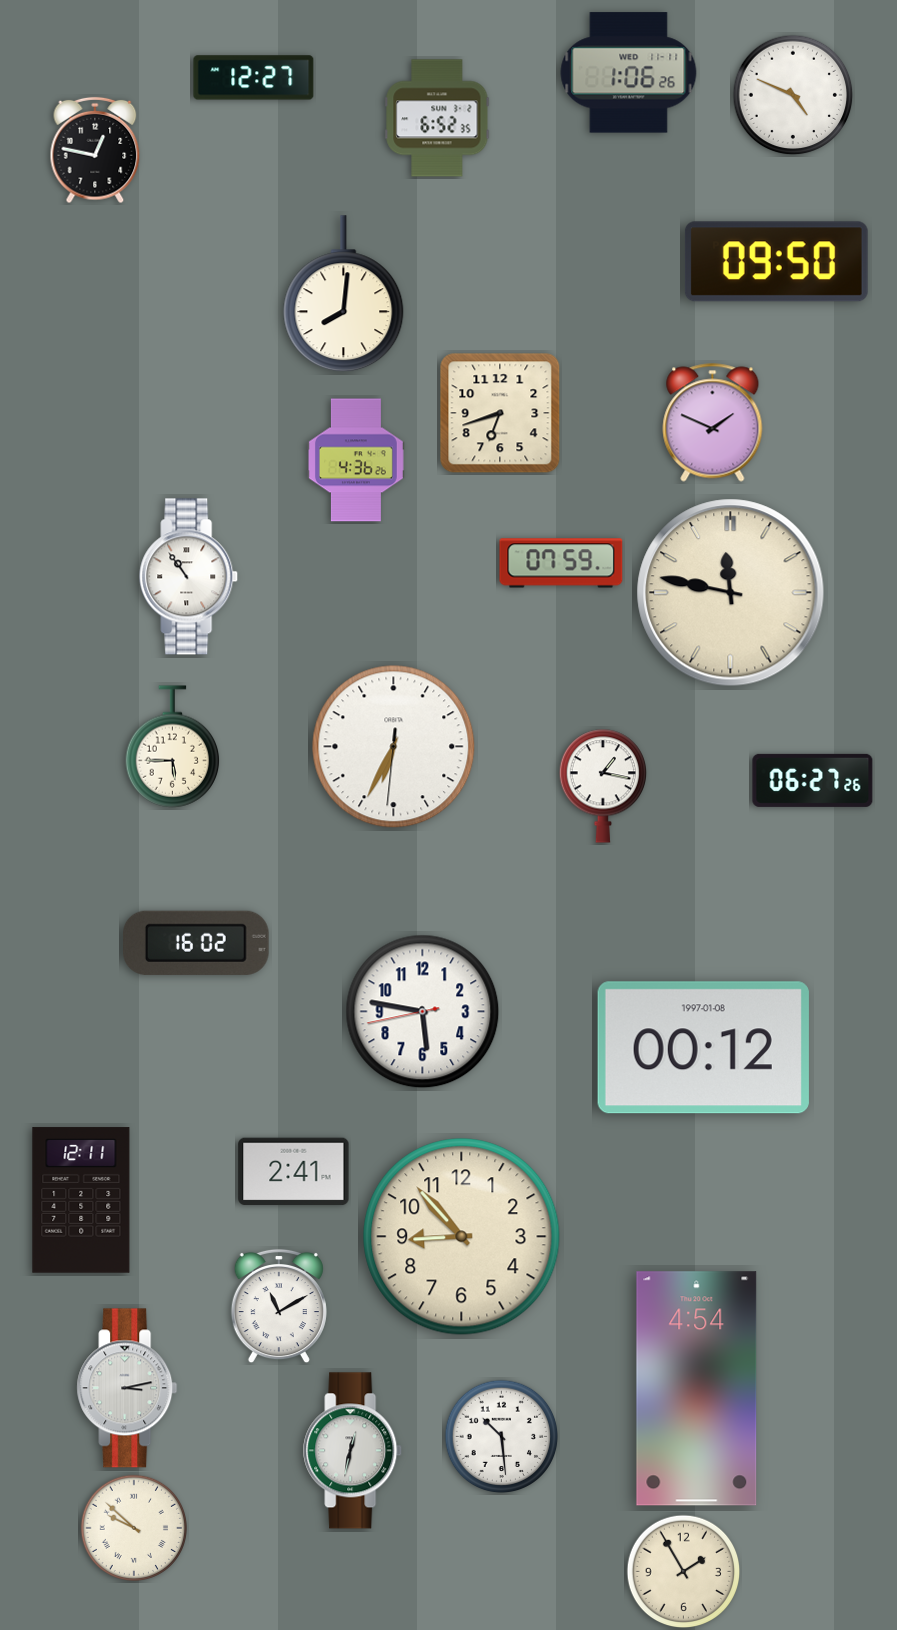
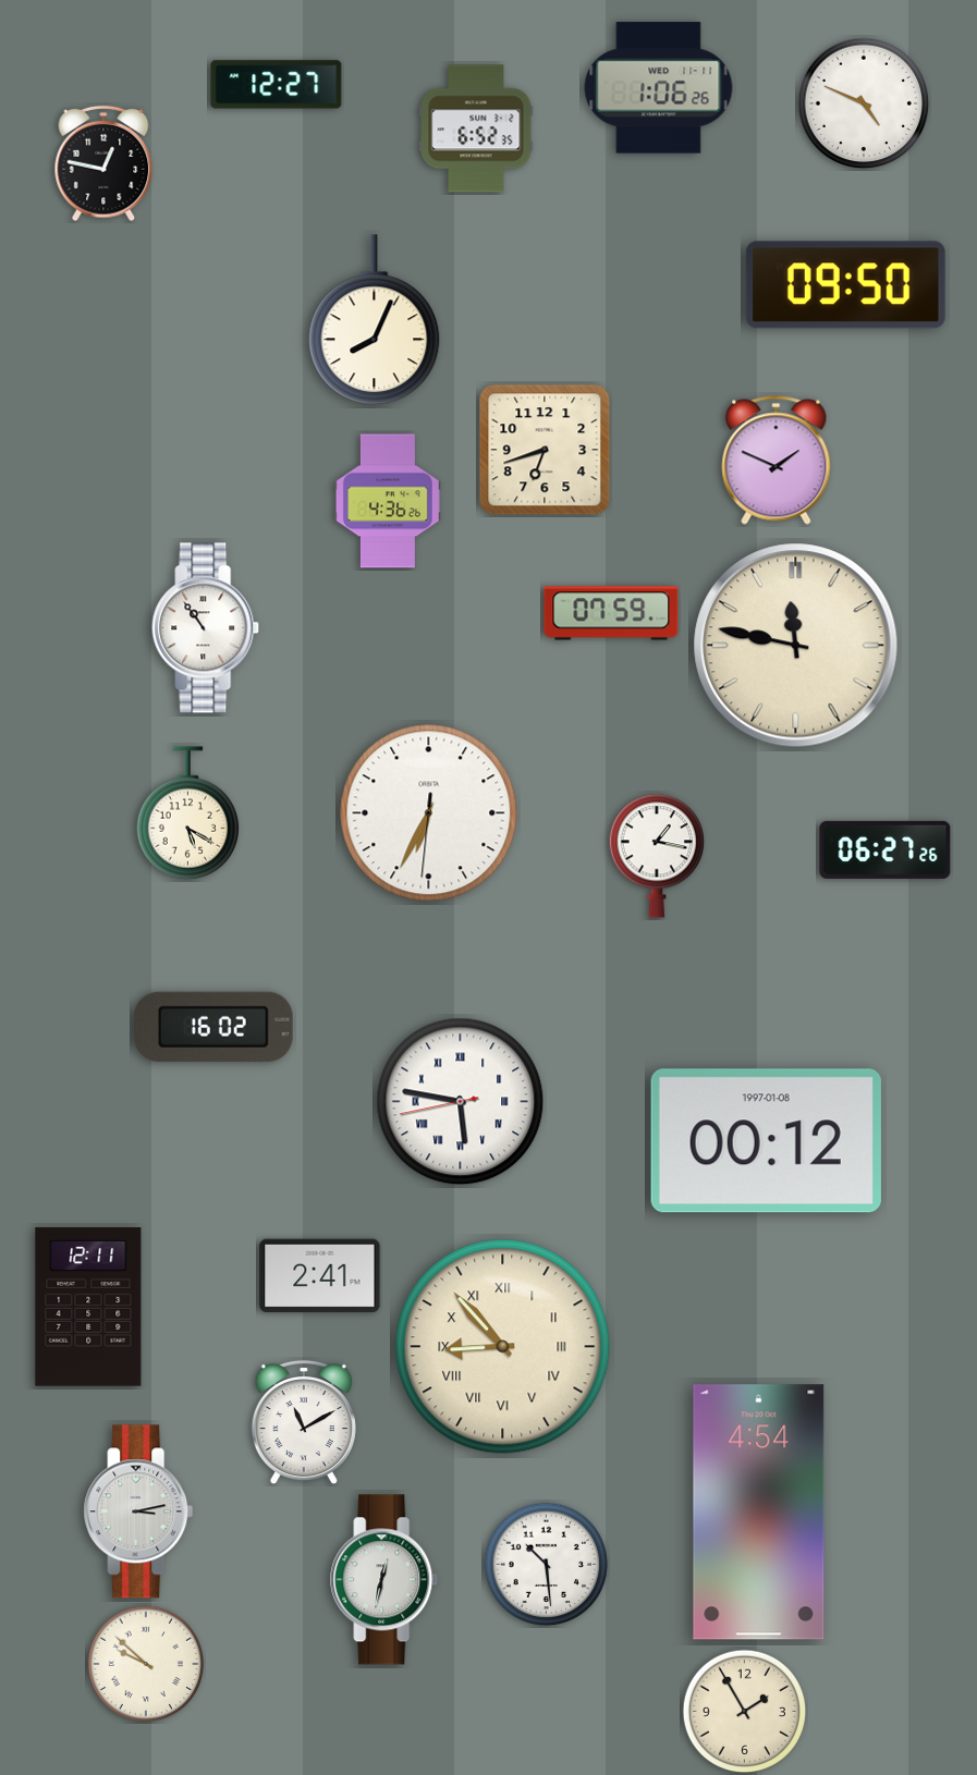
clock at (629, 73) position: (629, 73) -> (659, 88)
clock at (344, 294): 8:01 -> 8:04
clock at (173, 747): 5:45 -> 5:20
clock at (423, 1012) numerals: Arabic -> Roman
clock at (462, 1237) numerals: Arabic -> Roman
